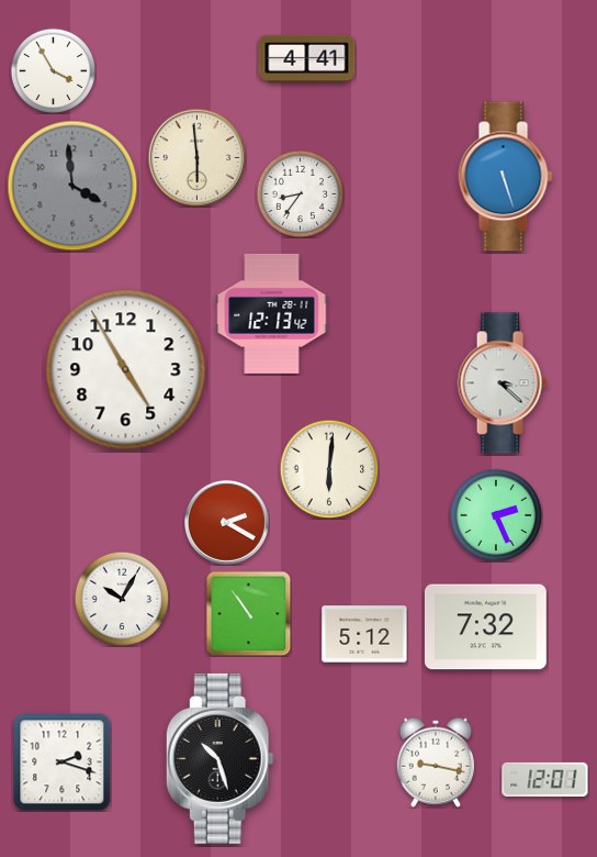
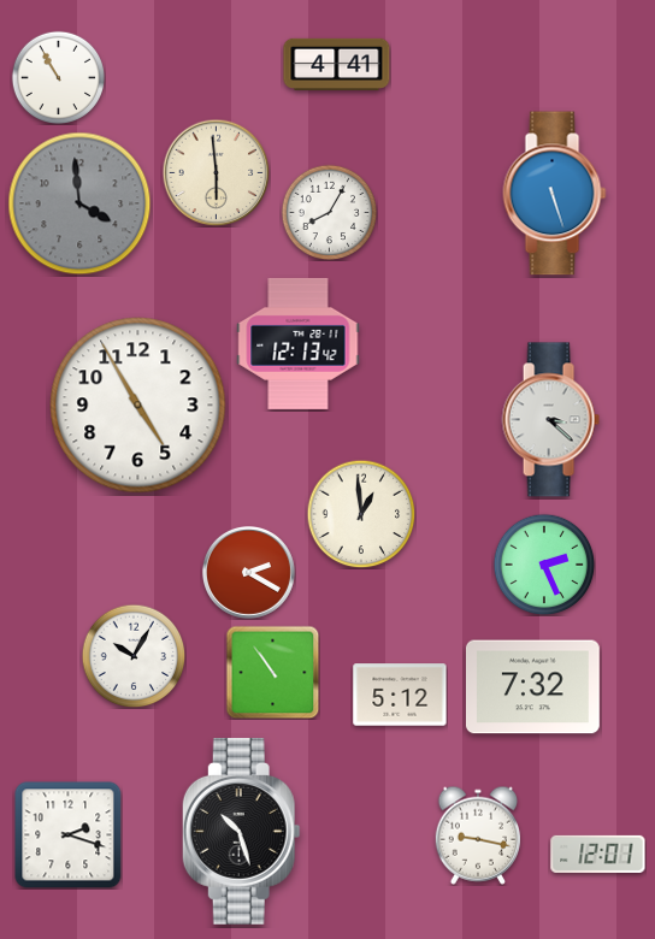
clock at (53, 70): 3:55 -> 10:55
clock at (300, 193): 8:36 -> 8:05
clock at (329, 469): 6:01 -> 12:59
